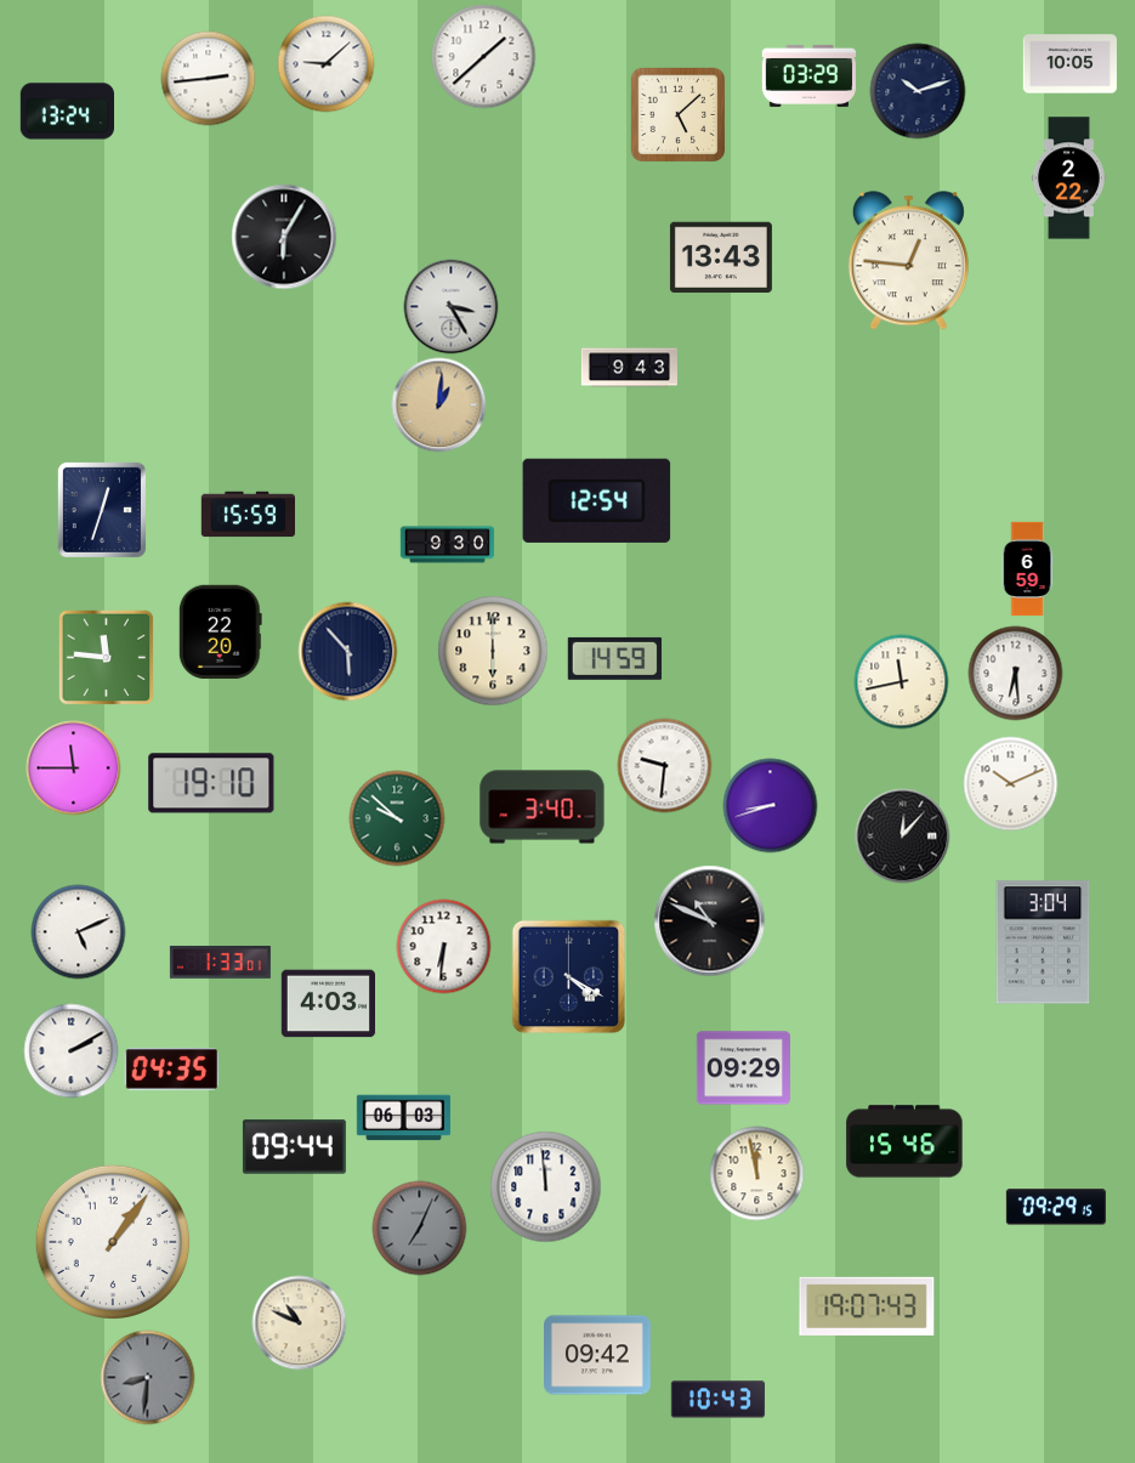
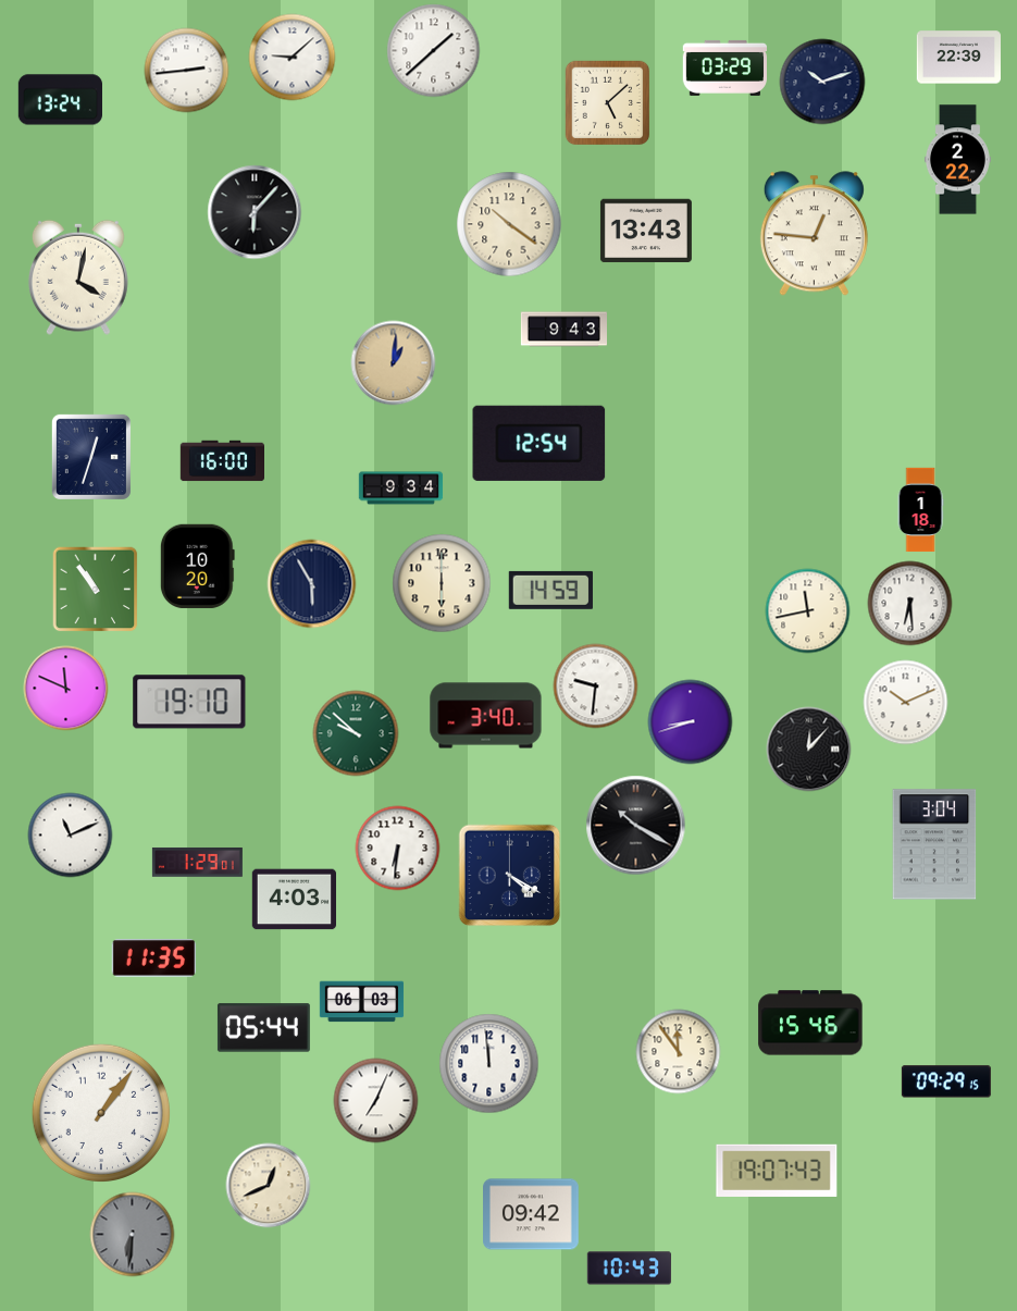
clock at (1069, 64): 10:05 -> 22:39
clock at (284, 237): 6:05 -> 6:07
clock at (509, 224): none -> 10:21
clock at (450, 306): 3:25 -> none
clock at (78, 277): none -> 4:02
clock at (597, 500) position: (597, 500) -> (539, 443)
clock at (248, 515): 15:59 -> 16:00
clock at (447, 545): 9:30 -> 9:34
clock at (1027, 568): 6:59 -> 1:18
clock at (220, 631): 22:20 -> 10:20
clock at (347, 651): 5:53 -> 5:55
clock at (106, 657): 11:46 -> 10:54
clock at (73, 767): 11:45 -> 11:49
clock at (543, 807) position: (543, 807) -> (486, 716)
clock at (709, 920): 10:49 -> 10:20
clock at (78, 931): 5:11 -> 11:11
clock at (220, 963): 1:33 -> 1:29
clock at (70, 1050): 2:10 -> none
clock at (743, 1068): 09:29 -> none
clock at (171, 1070): 04:35 -> 11:35
clock at (294, 1147): 09:44 -> 05:44
clock at (756, 1173): 11:58 -> 11:54
clock at (419, 1227) dial: grey -> white
clock at (299, 1322): 10:49 -> 12:41
clock at (598, 1355) position: (598, 1355) -> (532, 1214)
clock at (147, 1377): 8:31 -> 6:31
clock at (717, 1400) position: (717, 1400) -> (629, 1269)
